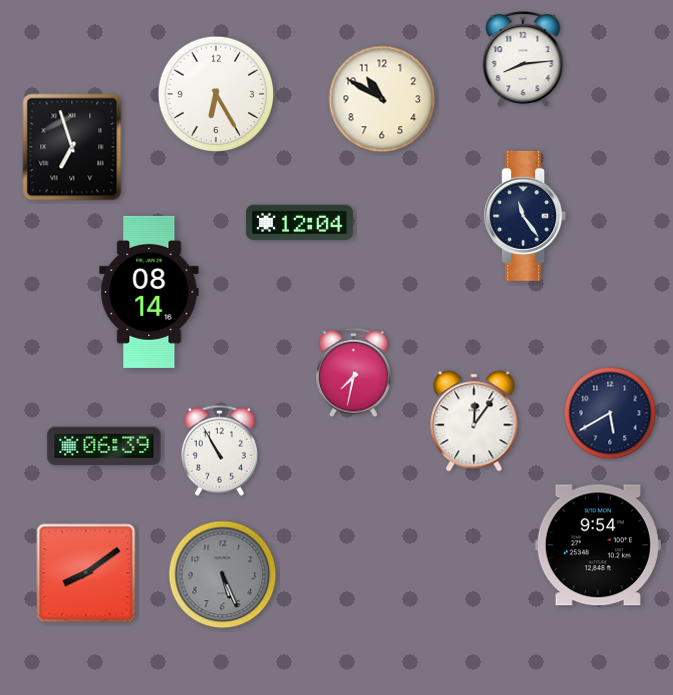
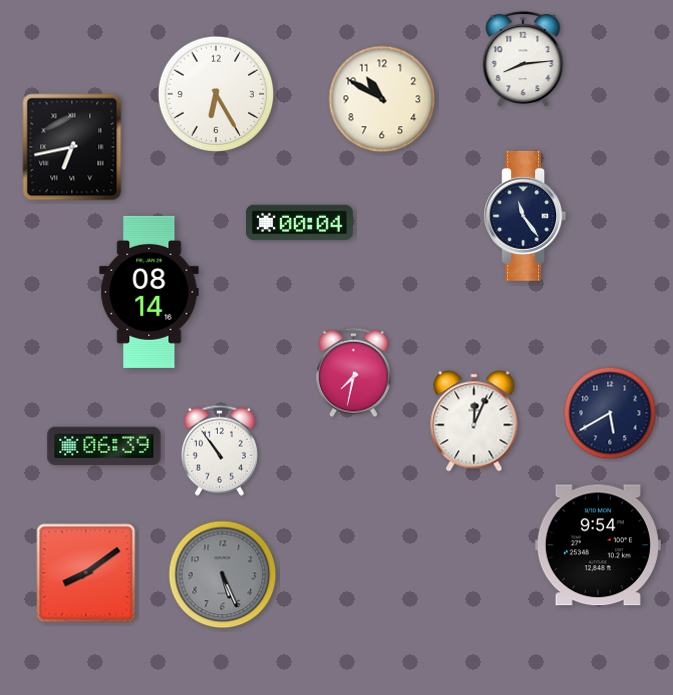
clock at (72, 147): 6:57 -> 6:43
clock at (299, 223): 12:04 -> 00:04
clock at (474, 421): 12:06 -> 12:04
clock at (219, 450): 10:55 -> 10:54
